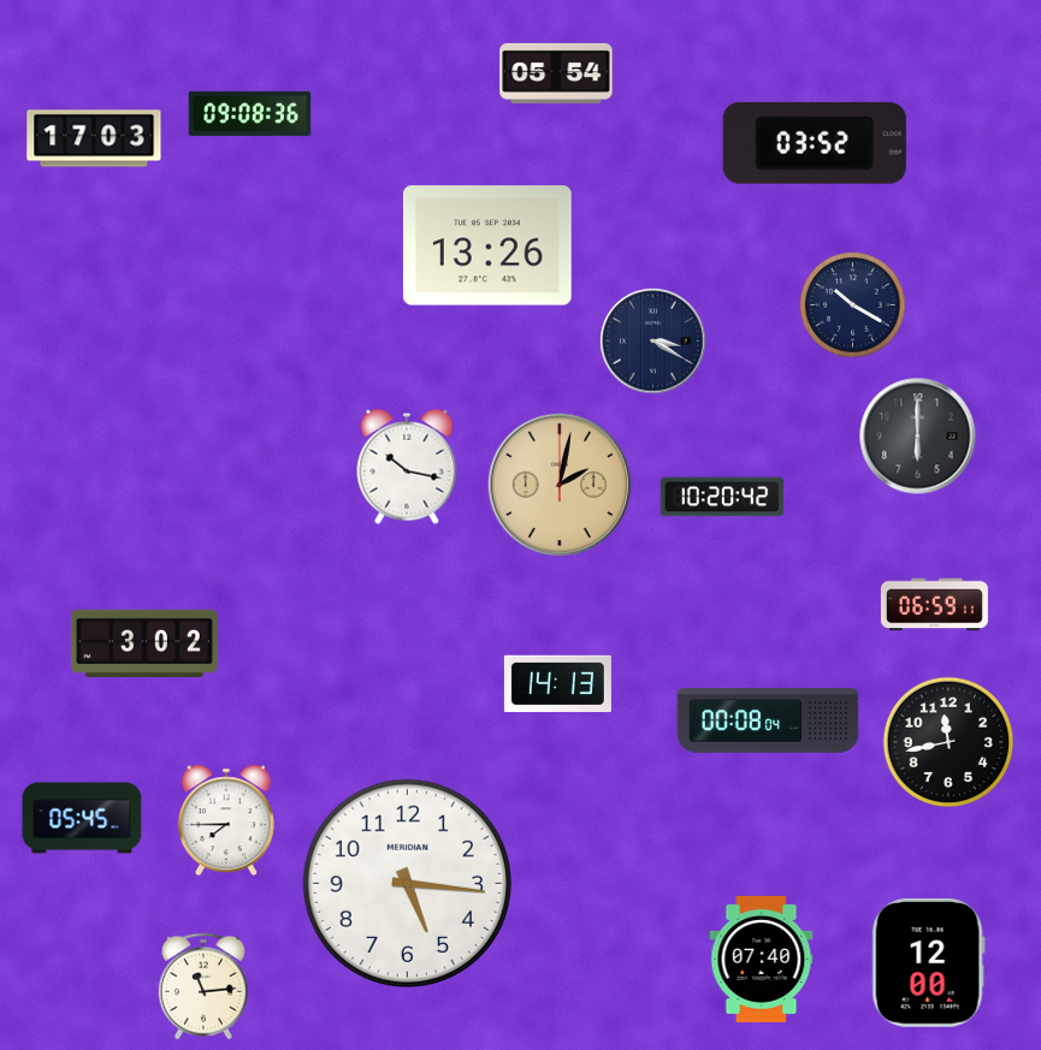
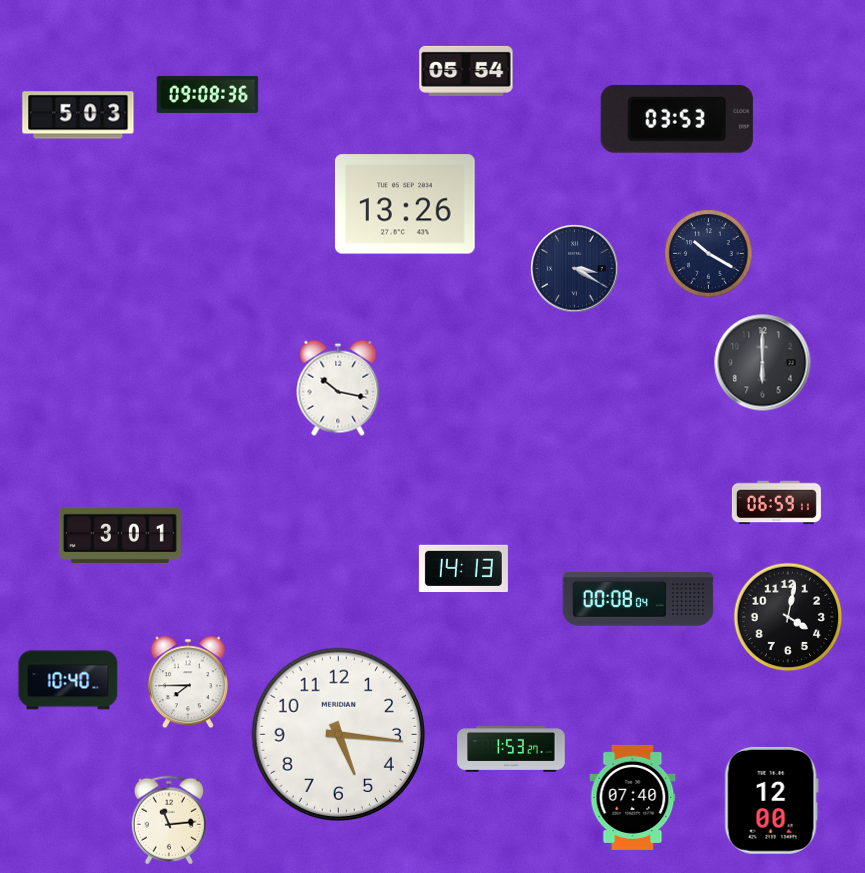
clock at (556, 73) position: (556, 73) -> (466, 71)
clock at (94, 138): 17:03 -> 5:03
clock at (815, 143): 03:52 -> 03:53
clock at (653, 342) position: (653, 342) -> (575, 269)
clock at (560, 485): 2:02 -> none
clock at (722, 497): 10:20 -> none
clock at (144, 643): 3:02 -> 3:01
clock at (948, 742): 11:43 -> 4:02
clock at (82, 818): 05:45 -> 10:40
clock at (511, 750): none -> 1:53
